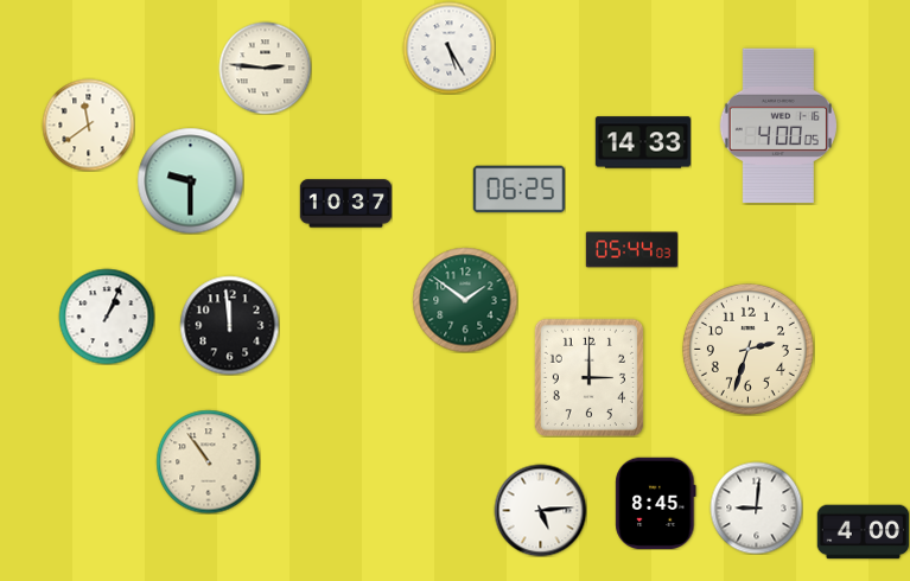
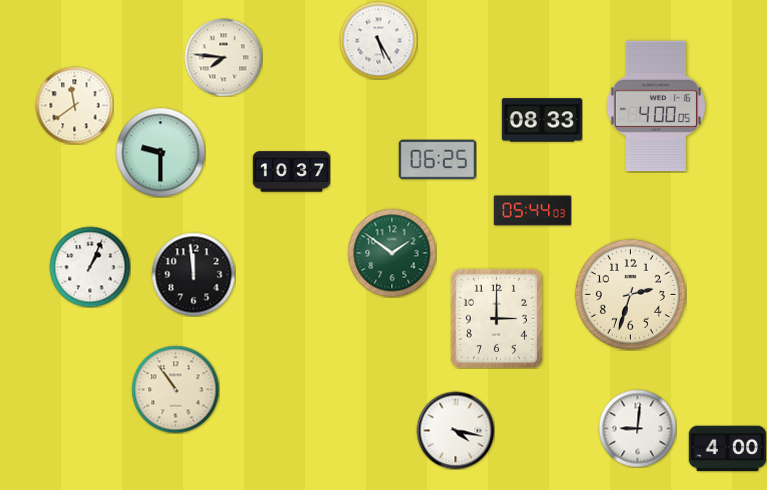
clock at (265, 68): 2:46 -> 7:46
clock at (643, 142): 14:33 -> 08:33
clock at (656, 503): 8:45 -> none
clock at (540, 510): 5:14 -> 4:17
